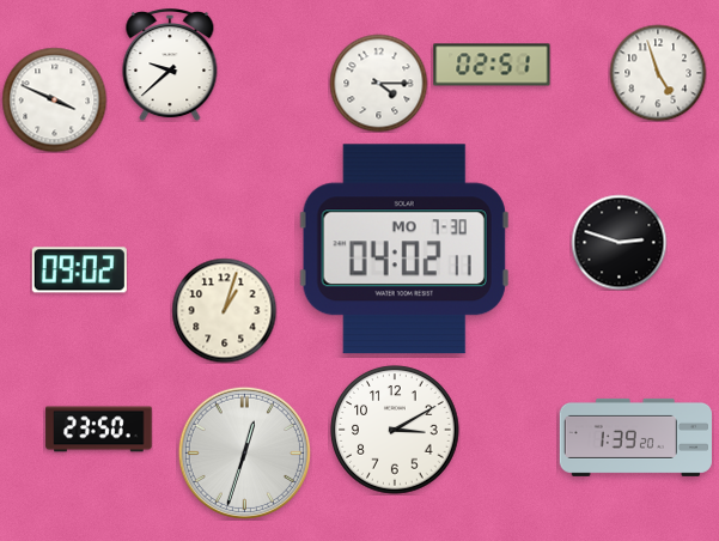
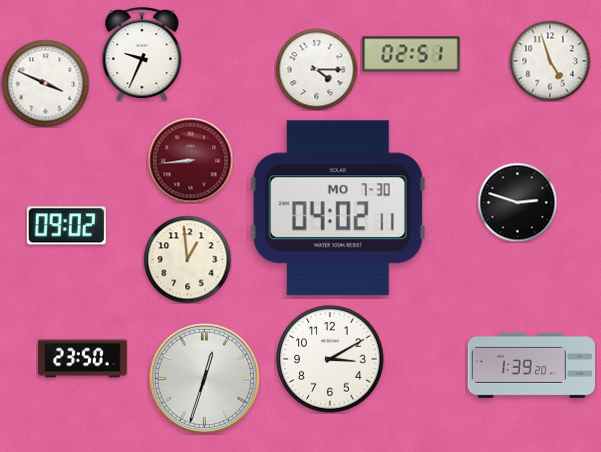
clock at (170, 65): 9:38 -> 9:34
clock at (190, 160): none -> 8:44
clock at (224, 310): 1:03 -> 12:59
